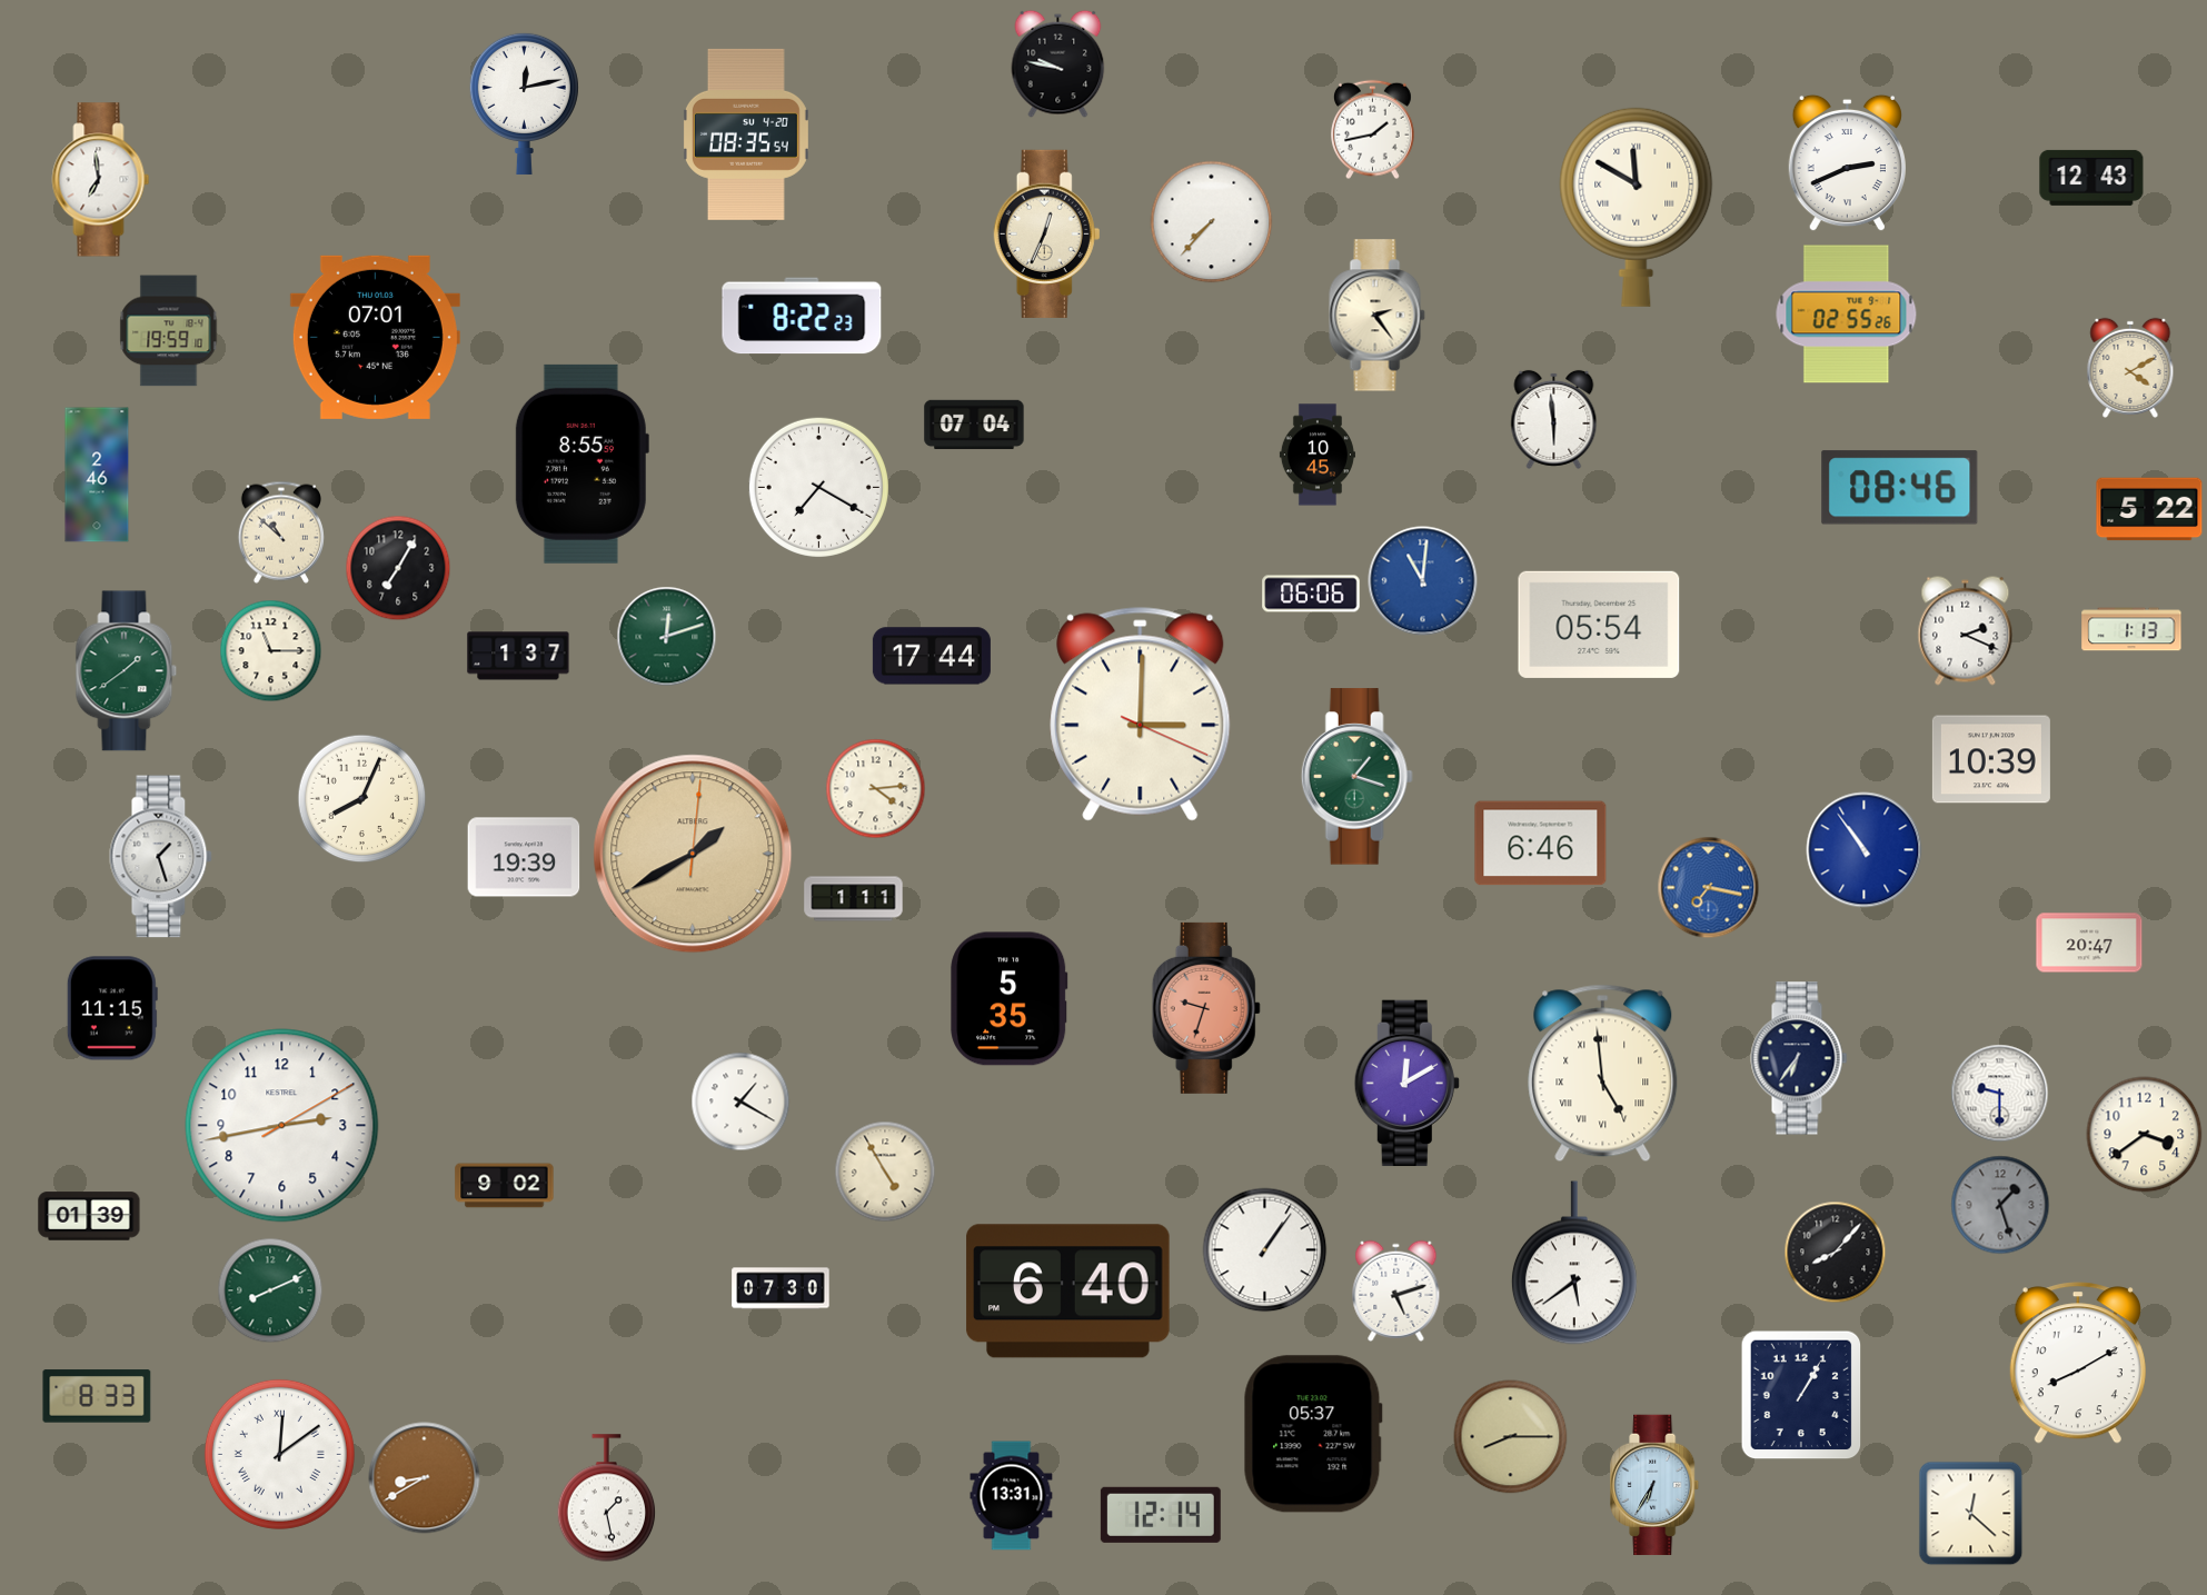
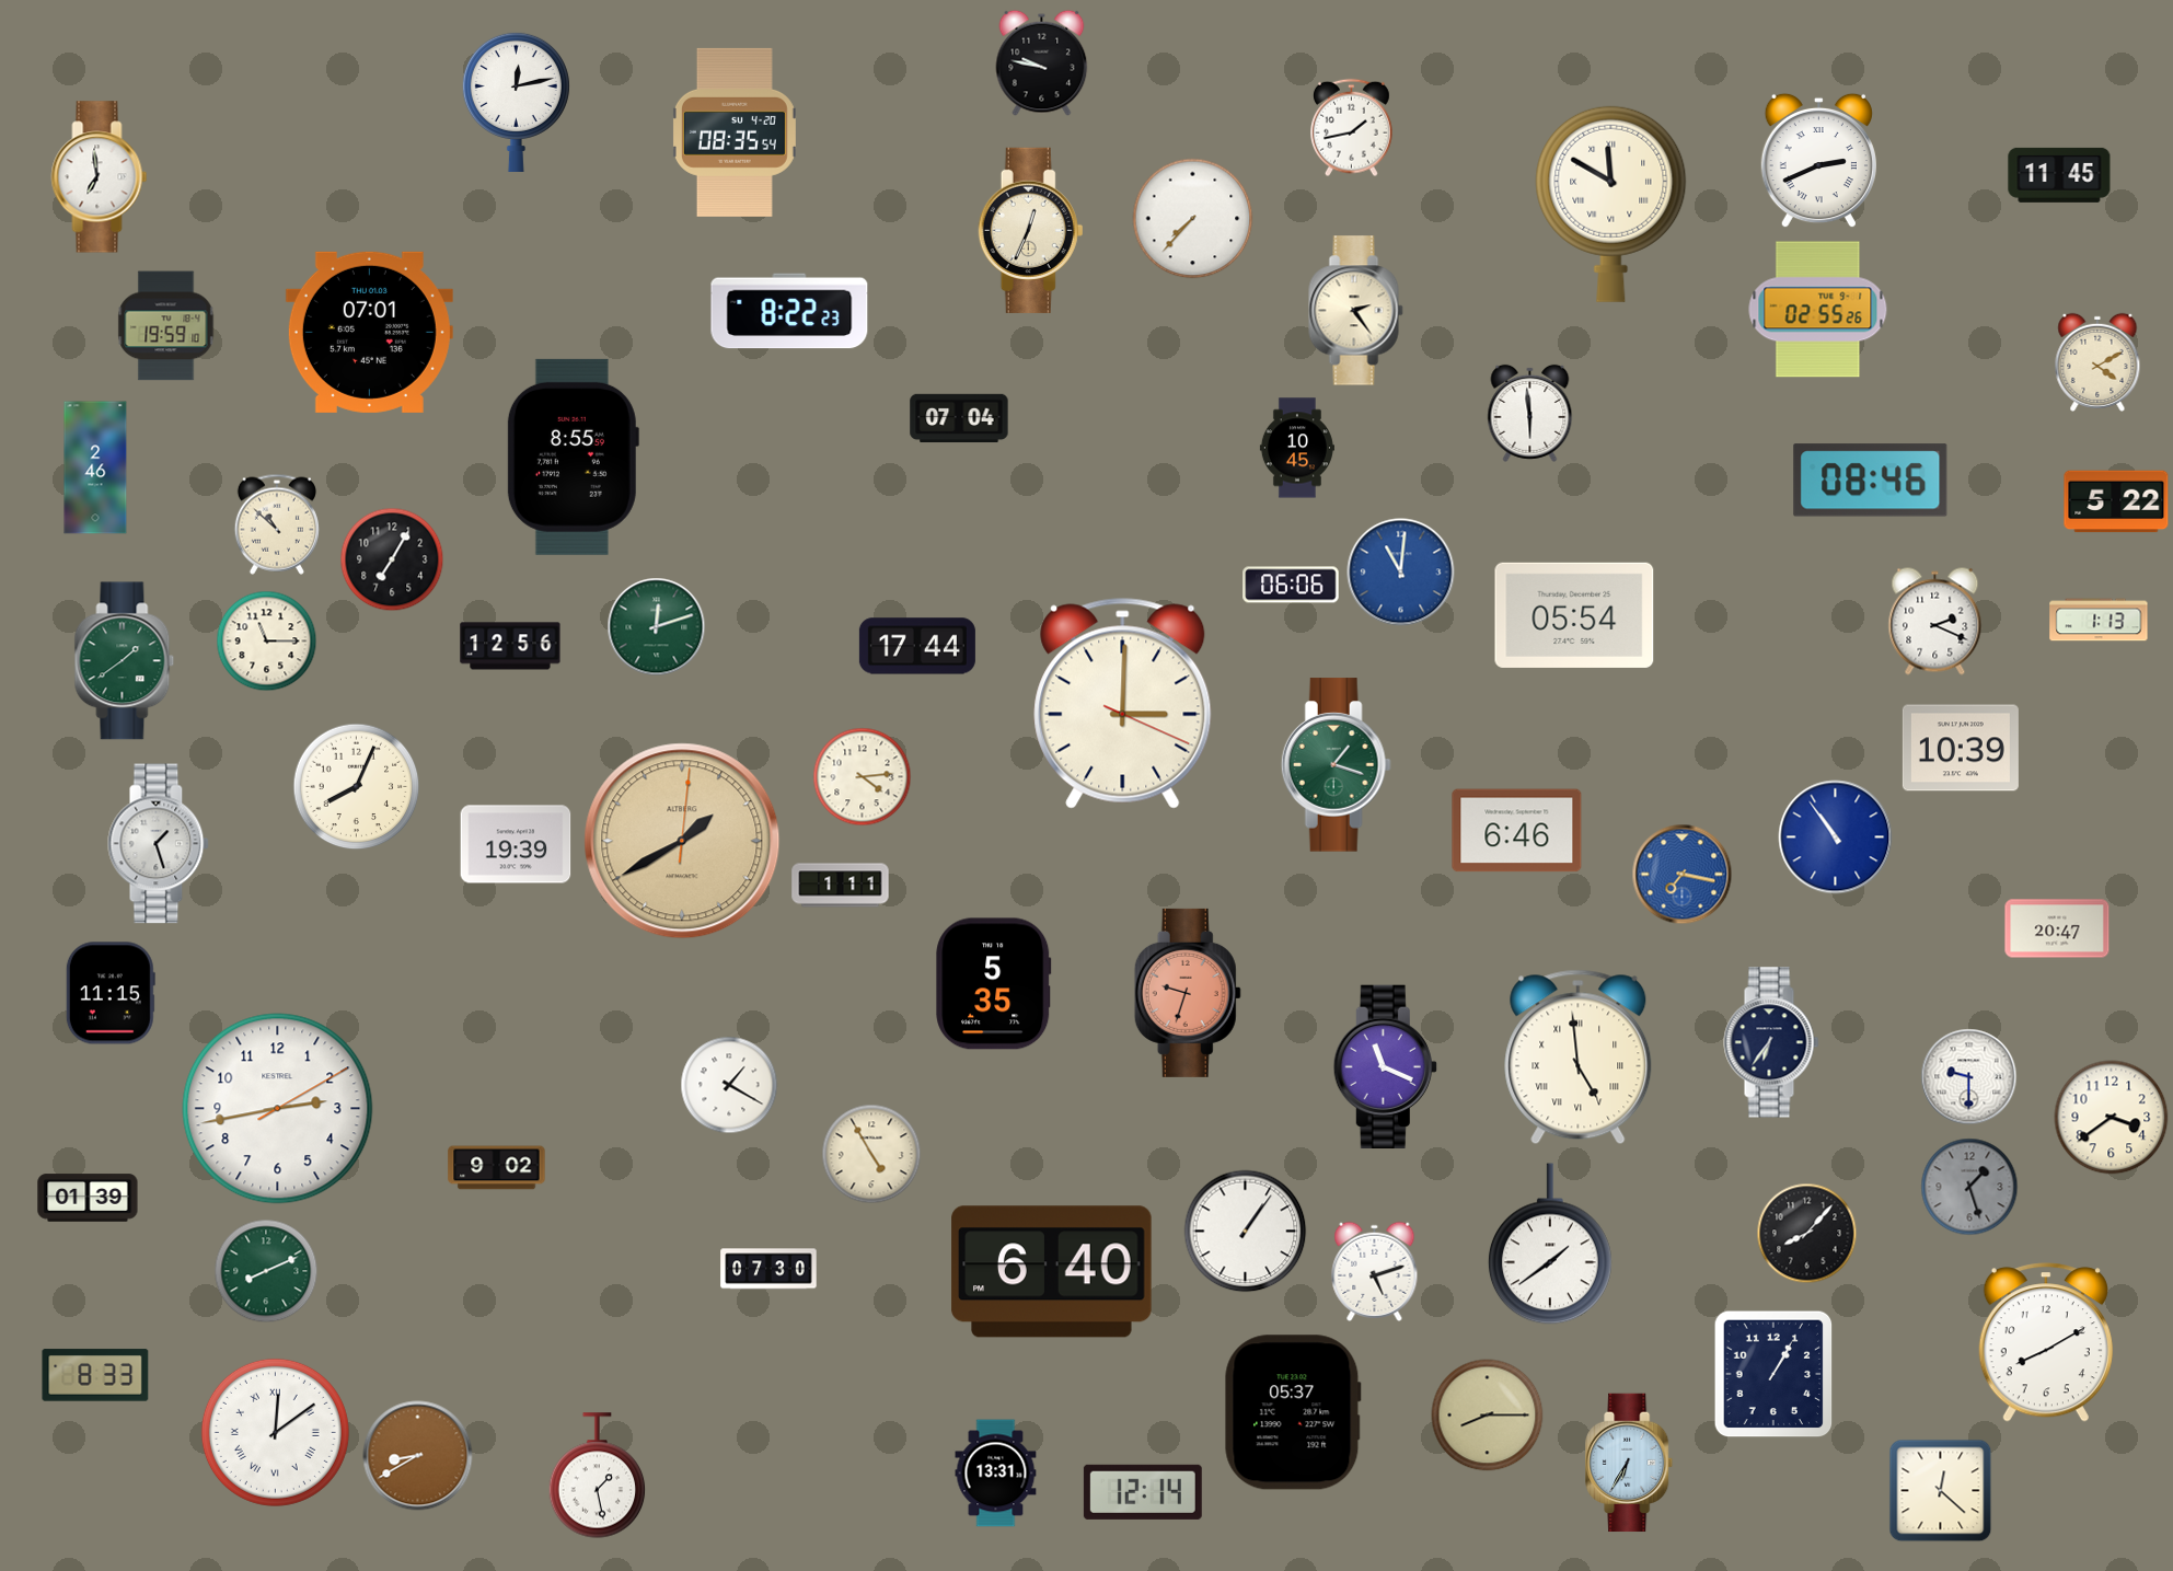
clock at (2091, 178): 12:43 -> 11:45
clock at (818, 487): 7:20 -> none
clock at (518, 656): 1:37 -> 12:56
clock at (1406, 1084): 12:10 -> 11:19
clock at (1574, 1263): 5:39 -> 1:39
